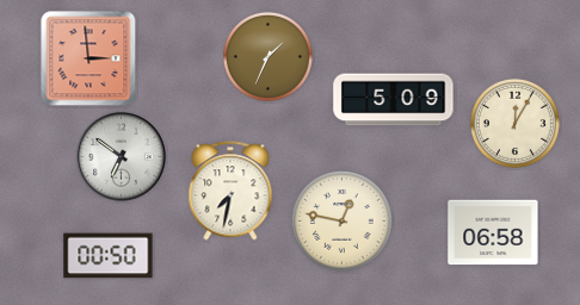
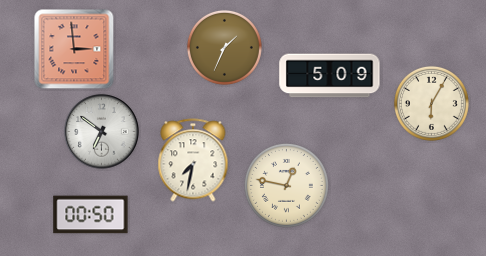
clock at (394, 100) position: (394, 100) -> (330, 76)
clock at (514, 123): 12:05 -> 6:05
clock at (493, 232): 06:58 -> none
